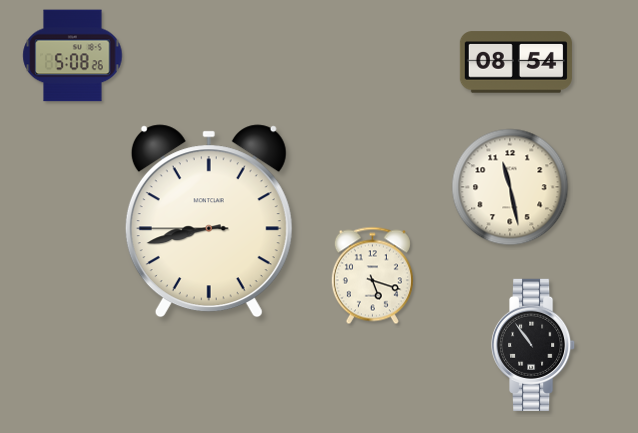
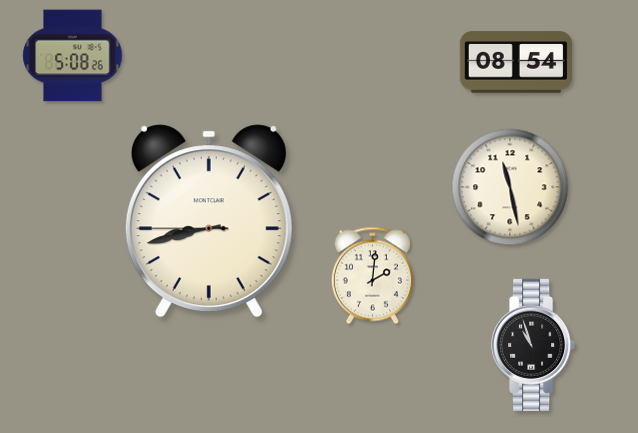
clock at (372, 276): 5:18 -> 2:01
clock at (534, 345): 10:54 -> 10:57
